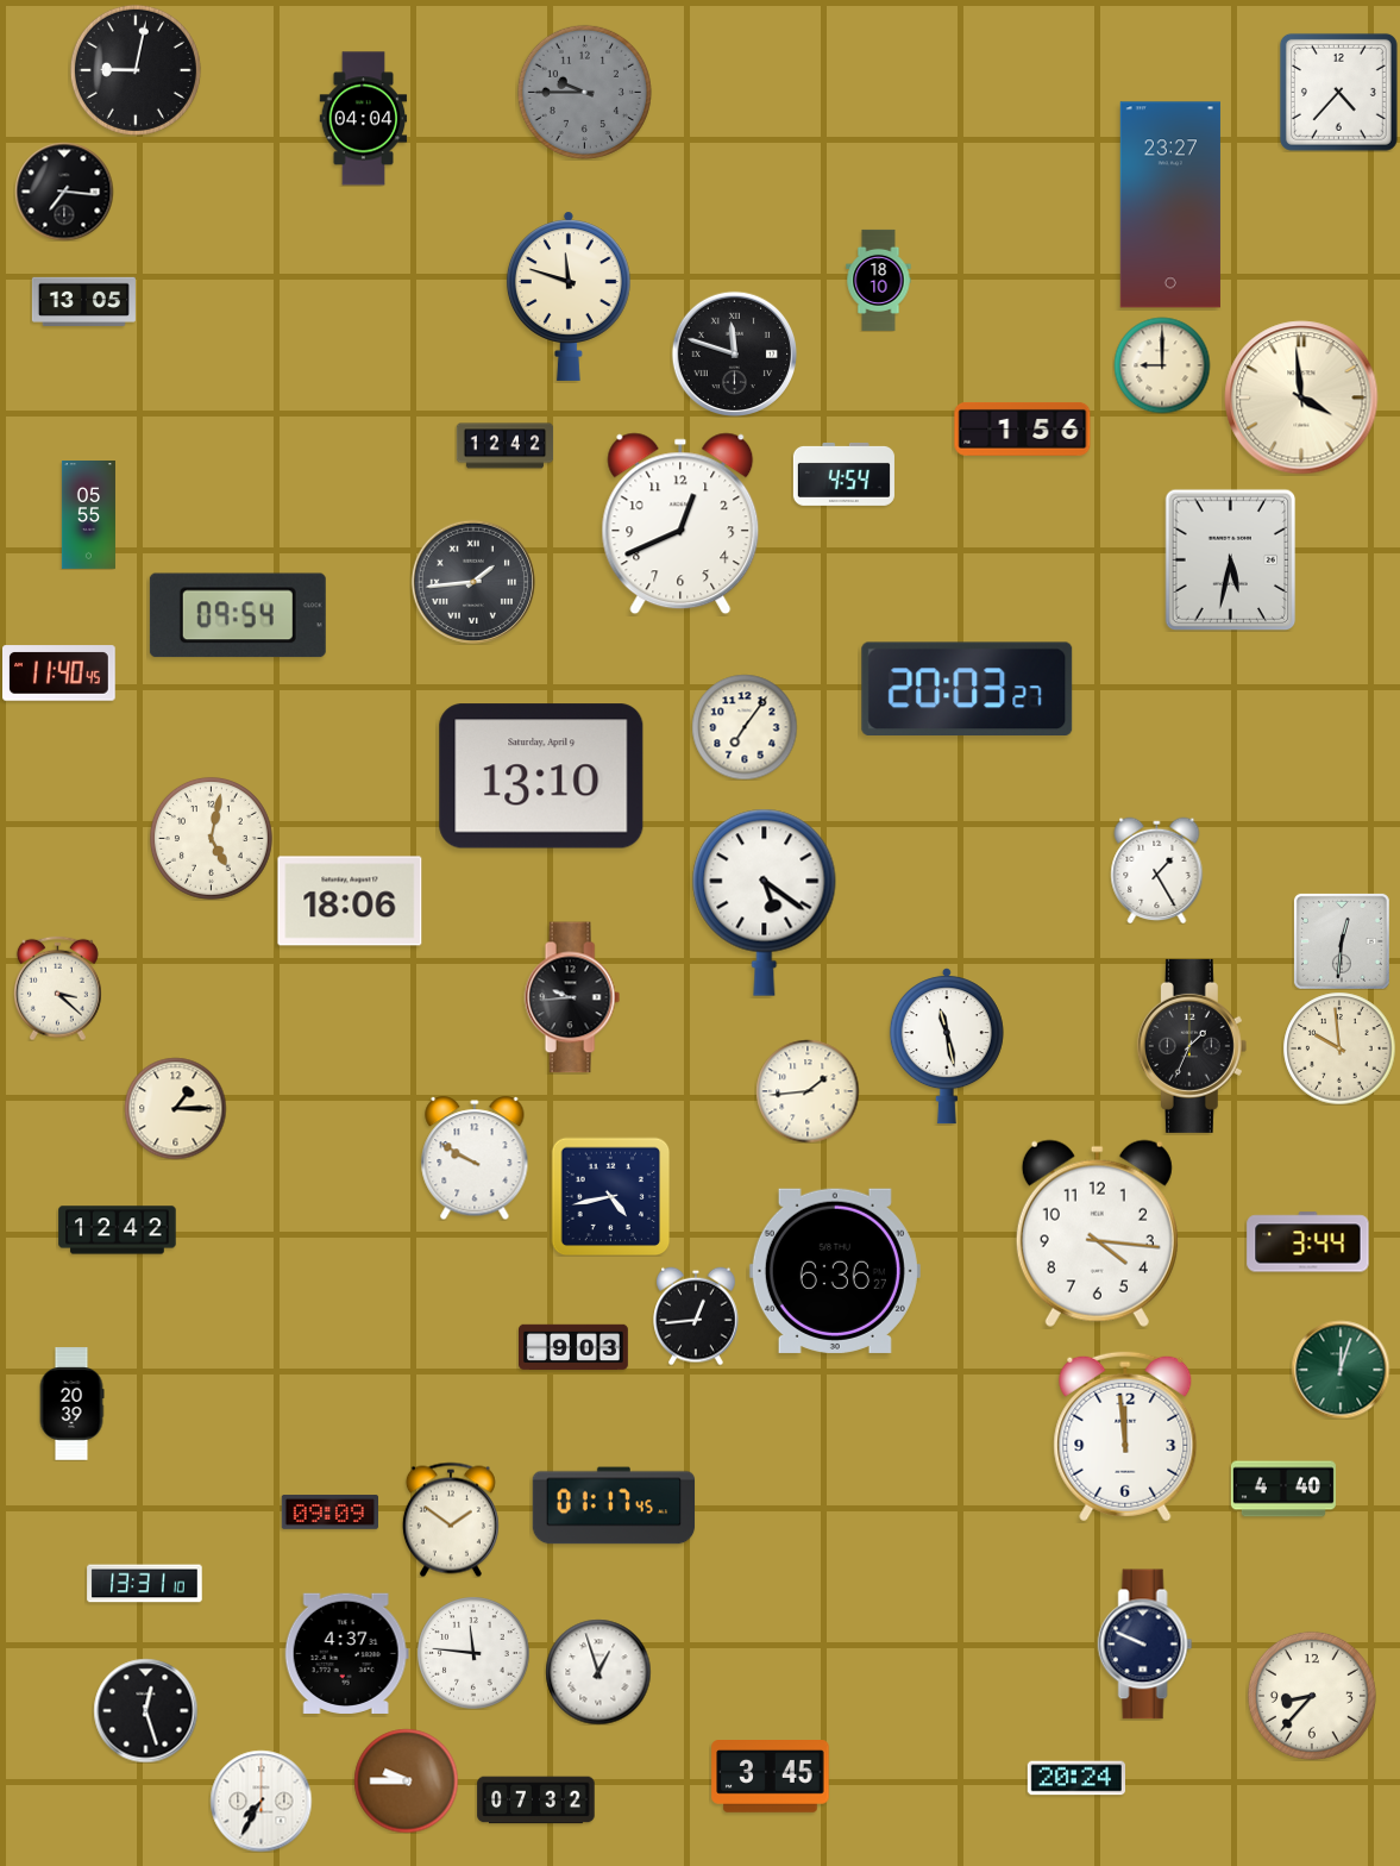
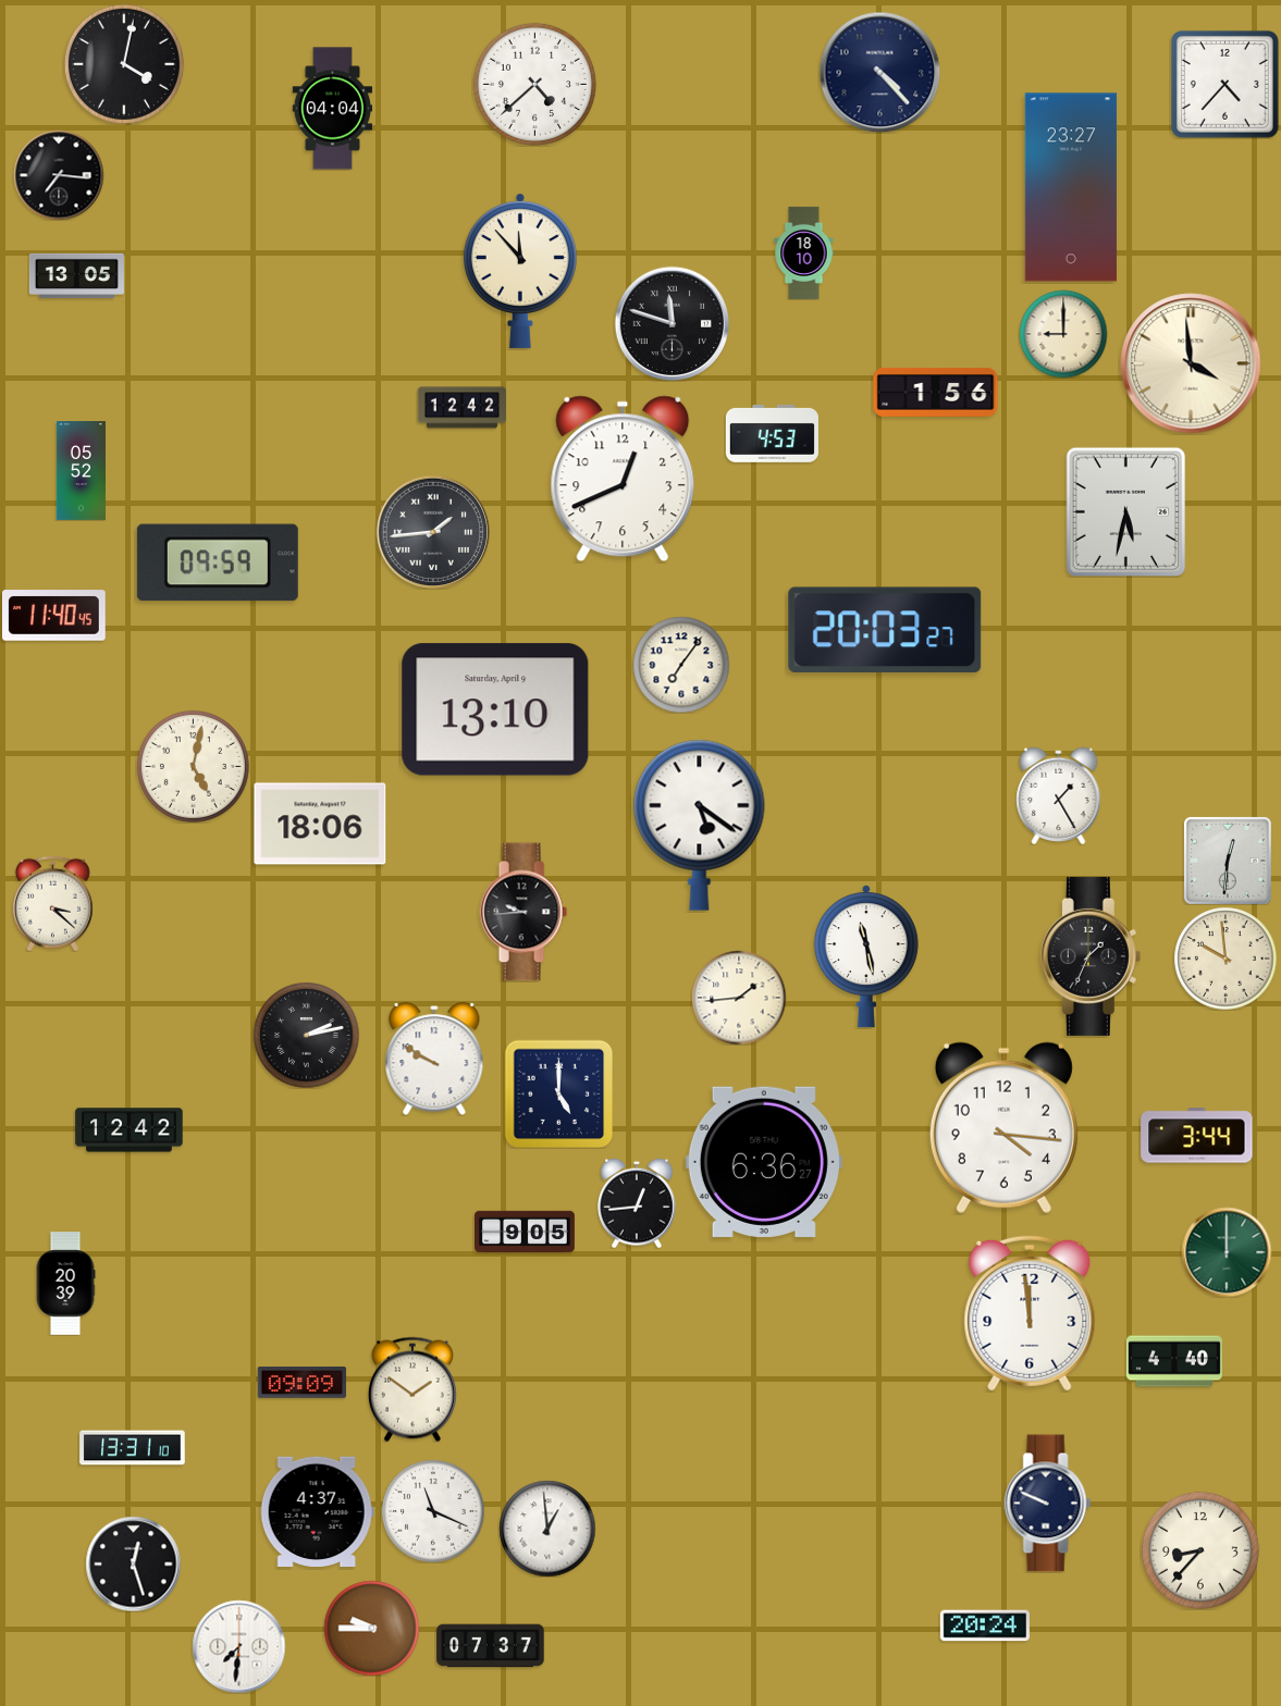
clock at (136, 70): 9:02 -> 4:02
clock at (879, 72): none -> 4:23
clock at (584, 92): 9:45 -> 4:38
clock at (584, 92) dial: grey -> white
clock at (879, 280) position: (879, 280) -> (804, 252)
clock at (569, 296): 11:48 -> 11:53
clock at (843, 474): 4:54 -> 4:53
clock at (88, 515): 05:55 -> 05:52
clock at (238, 615): 09:54 -> 09:59
clock at (175, 1108): 1:15 -> none
clock at (307, 1036): none -> 2:13
clock at (610, 1196): 4:43 -> 5:00
clock at (118, 1231) position: (118, 1231) -> (130, 1130)
clock at (575, 1347): 9:03 -> 9:05
clock at (1341, 1370): 12:03 -> 12:00
clock at (614, 1505): 01:17 -> none
clock at (473, 1653): 11:46 -> 11:19
clock at (598, 1672): 12:57 -> 12:59
clock at (771, 1777): 3:45 -> none
clock at (260, 1801): 7:35 -> 7:31
clock at (536, 1801): 07:32 -> 07:37
